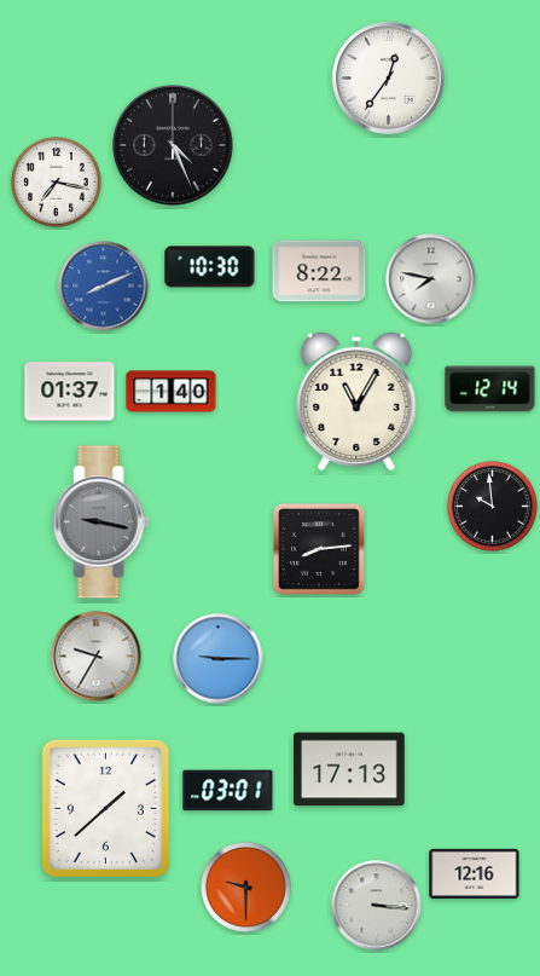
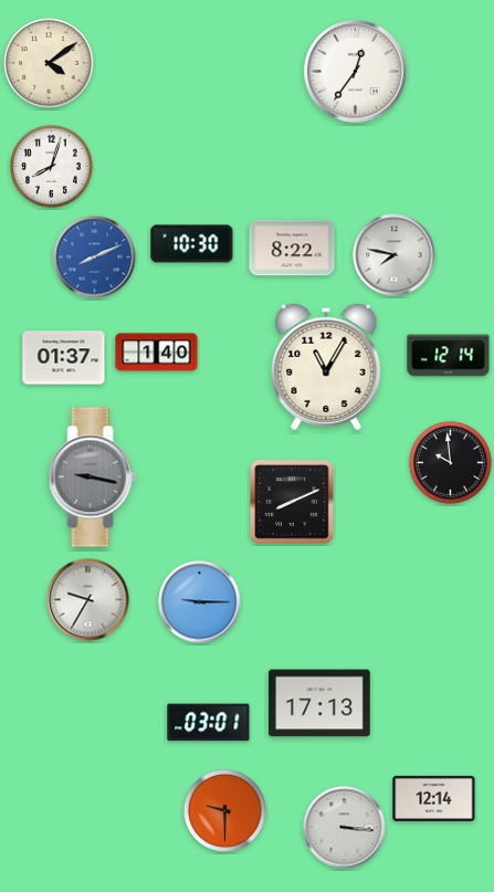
clock at (49, 63): none -> 4:09
clock at (173, 145): 4:26 -> none
clock at (57, 183): 7:17 -> 8:03
clock at (104, 287) position: (104, 287) -> (95, 258)
clock at (172, 392) position: (172, 392) -> (157, 353)
clock at (320, 550): 8:14 -> 8:11
clock at (105, 808): 1:38 -> none
clock at (475, 873): 12:16 -> 12:14
